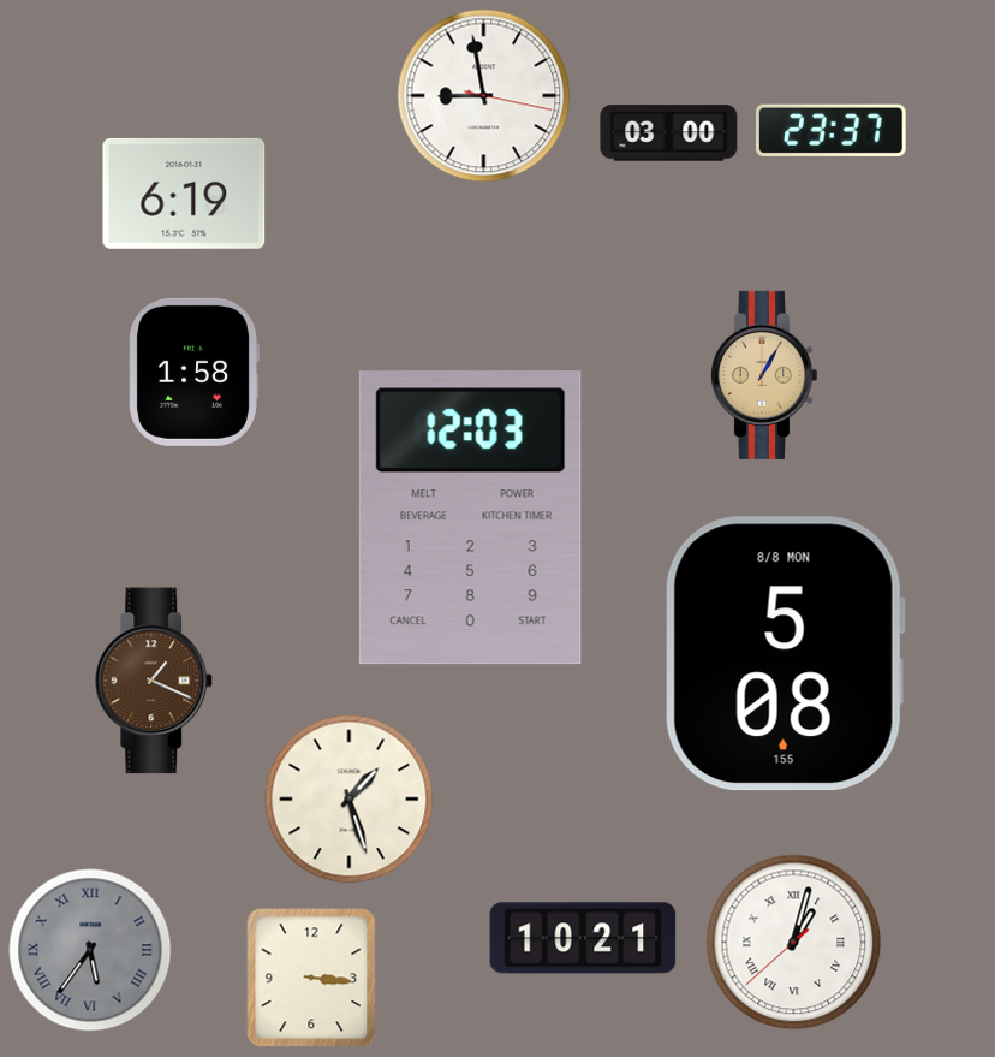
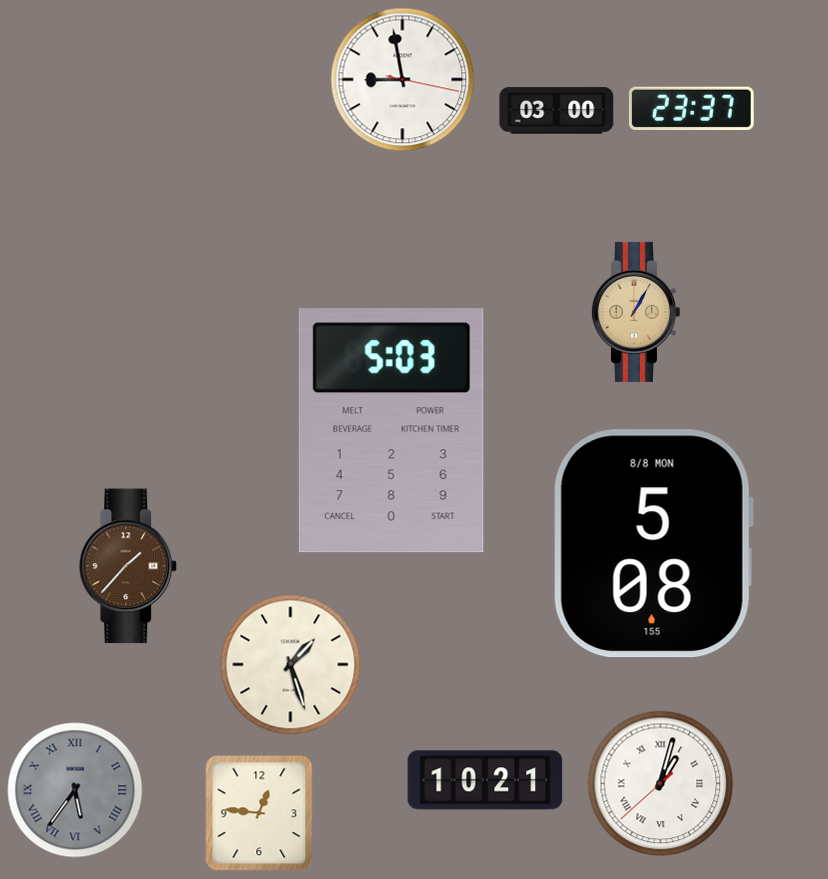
clock at (184, 194): 6:19 -> none
clock at (193, 372): 1:58 -> none
clock at (470, 518): 12:03 -> 5:03
clock at (154, 681): 1:19 -> 1:37
clock at (311, 978): 3:16 -> 12:46
